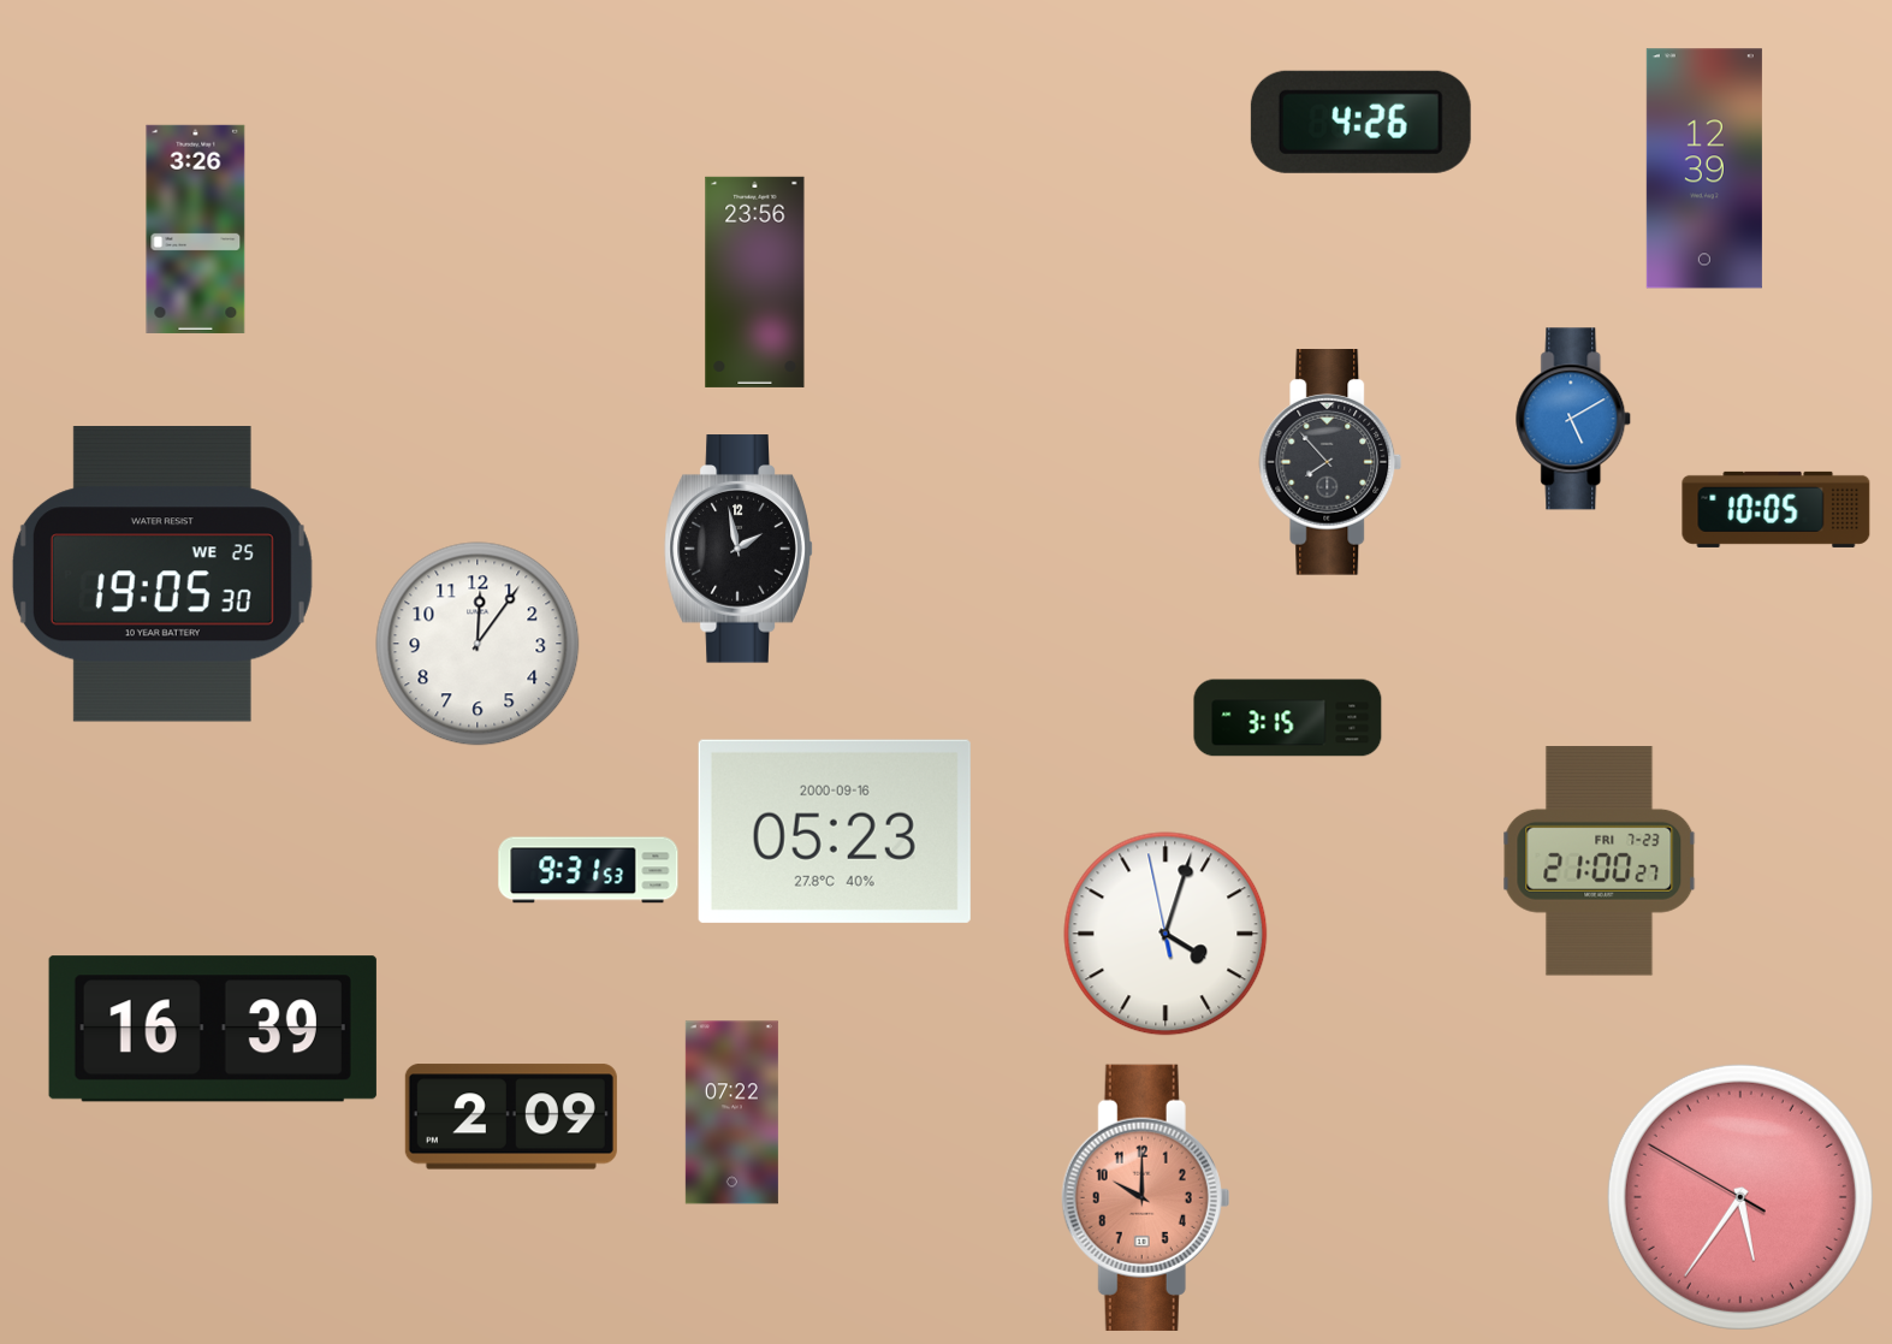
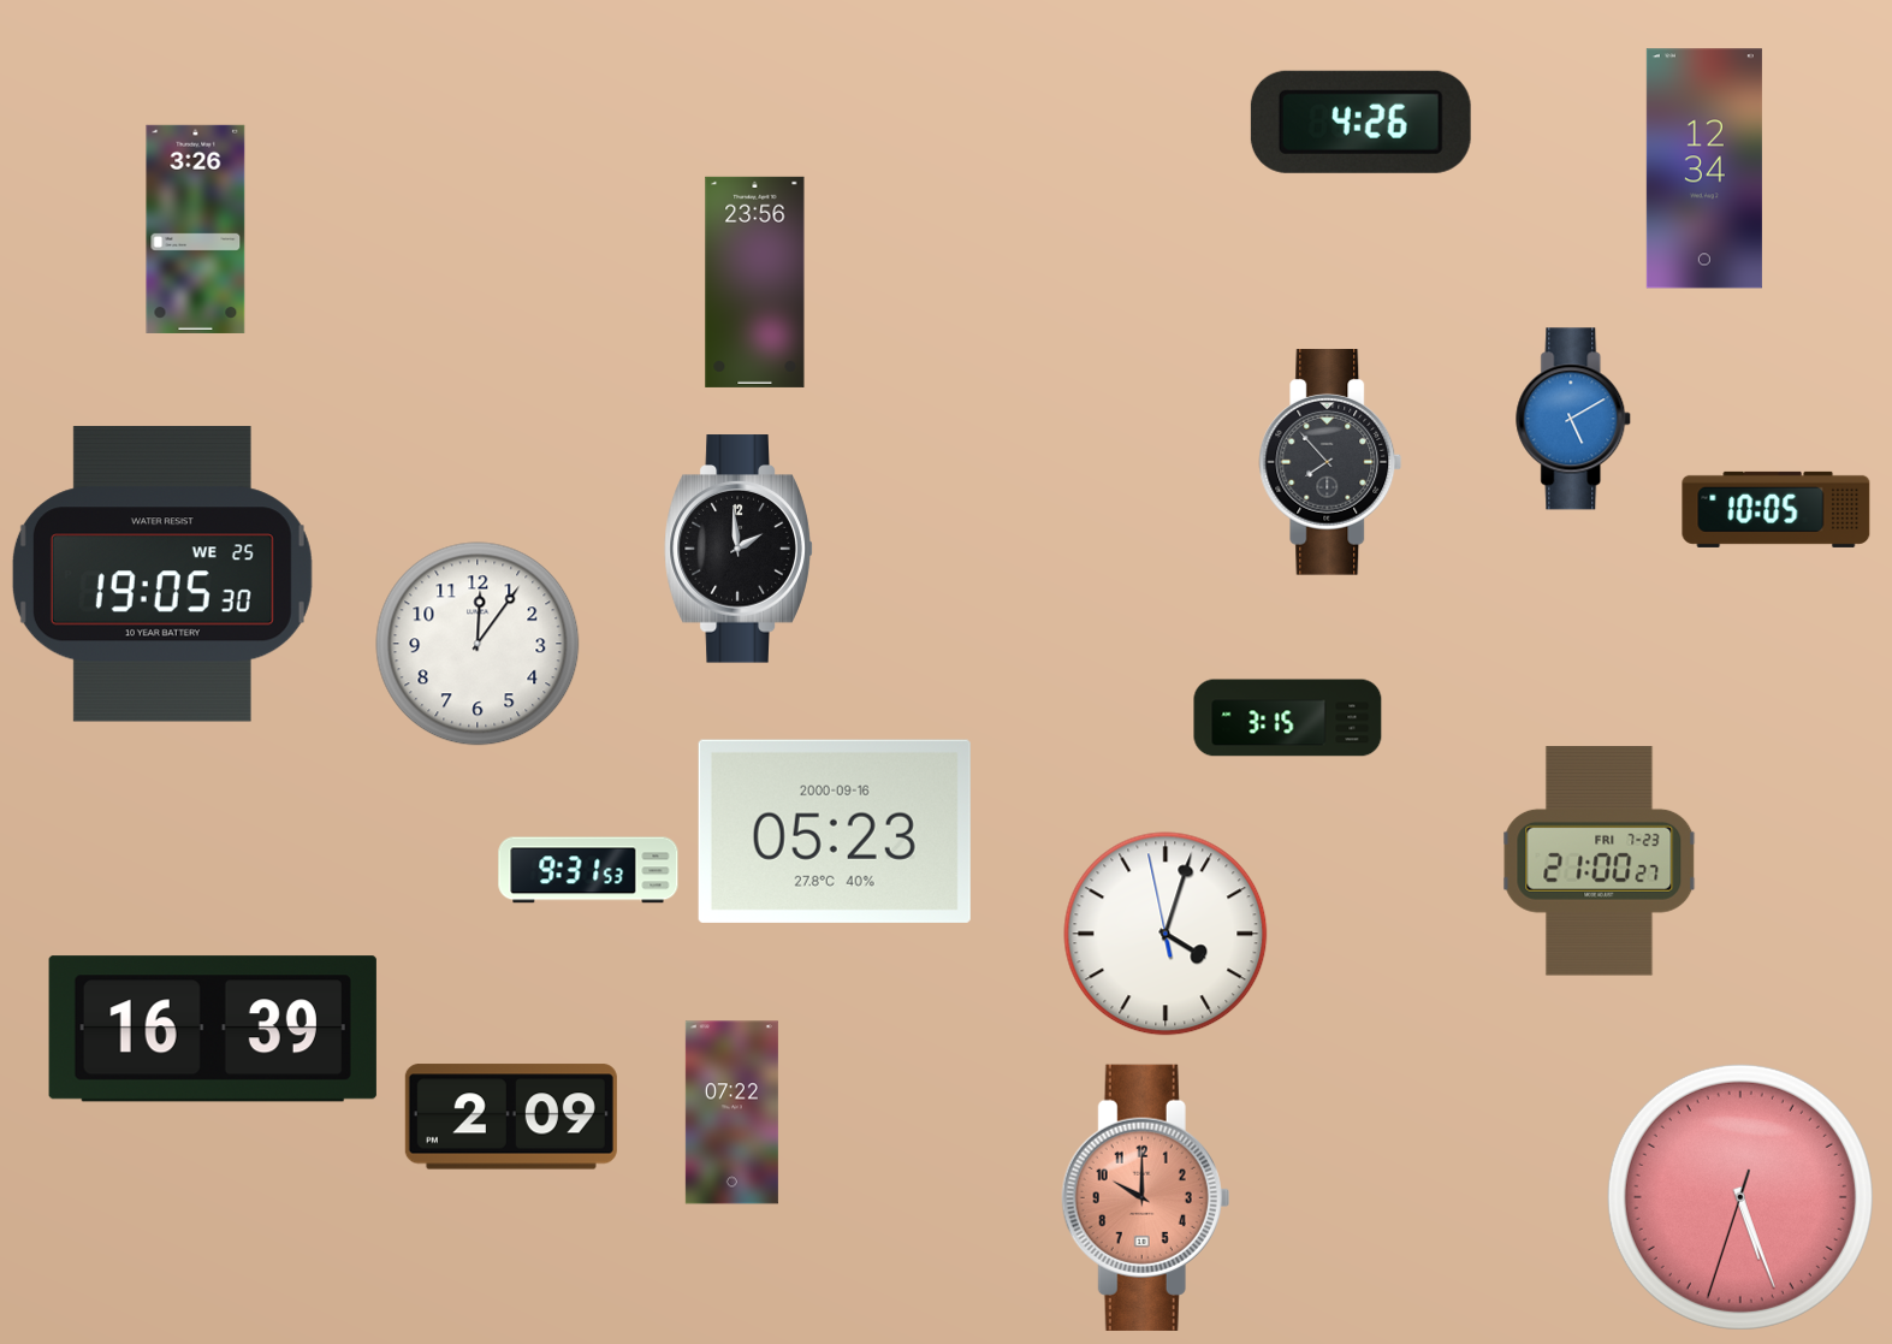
clock at (1704, 168): 12:39 -> 12:34
clock at (739, 549): 1:58 -> 1:59
clock at (1740, 1197): 5:35 -> 5:26
